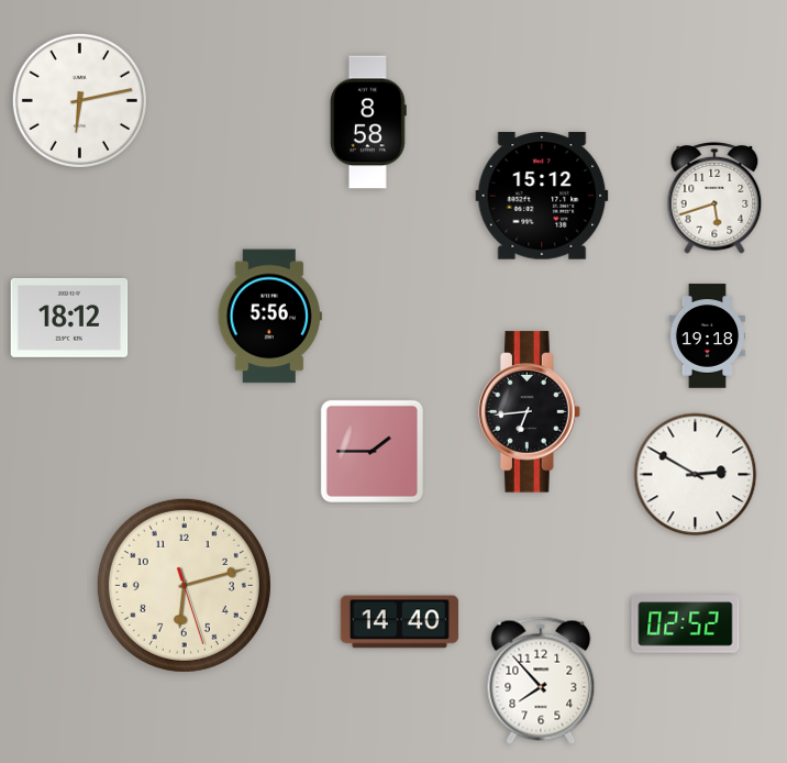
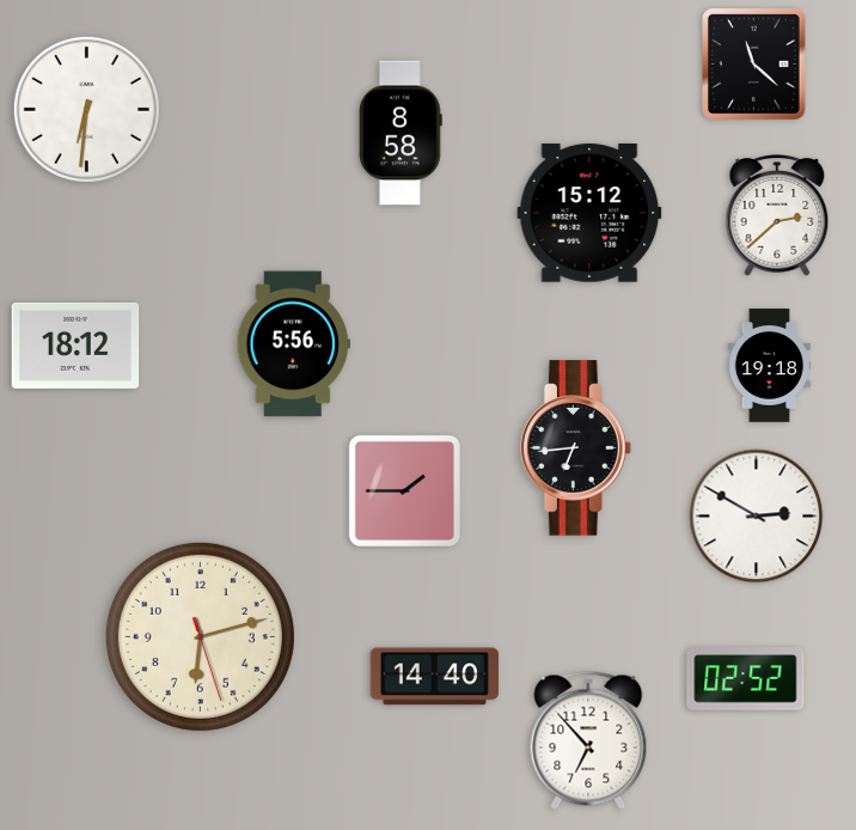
clock at (754, 65): none -> 11:22
clock at (79, 100): 6:13 -> 6:31
clock at (714, 199): 5:42 -> 2:38
clock at (541, 681): 7:53 -> 6:53
